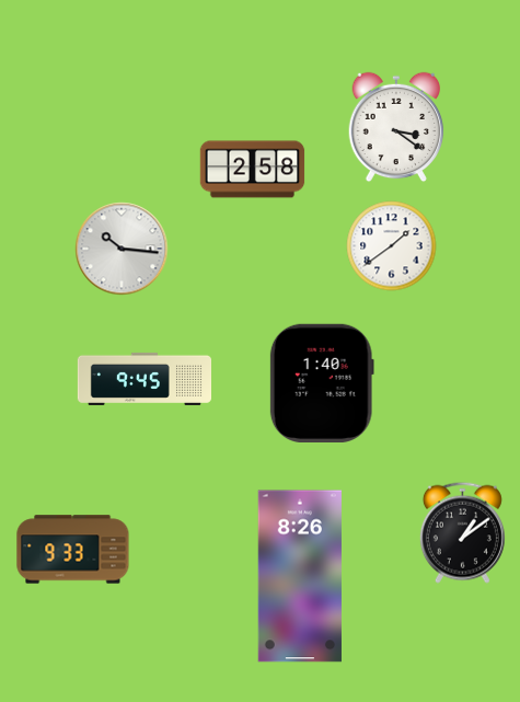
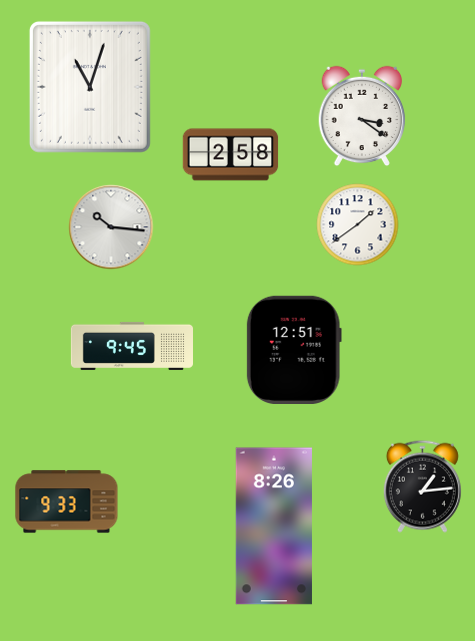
clock at (90, 87): none -> 11:03
clock at (322, 382): 1:40 -> 12:51
clock at (462, 532): 1:09 -> 1:14
